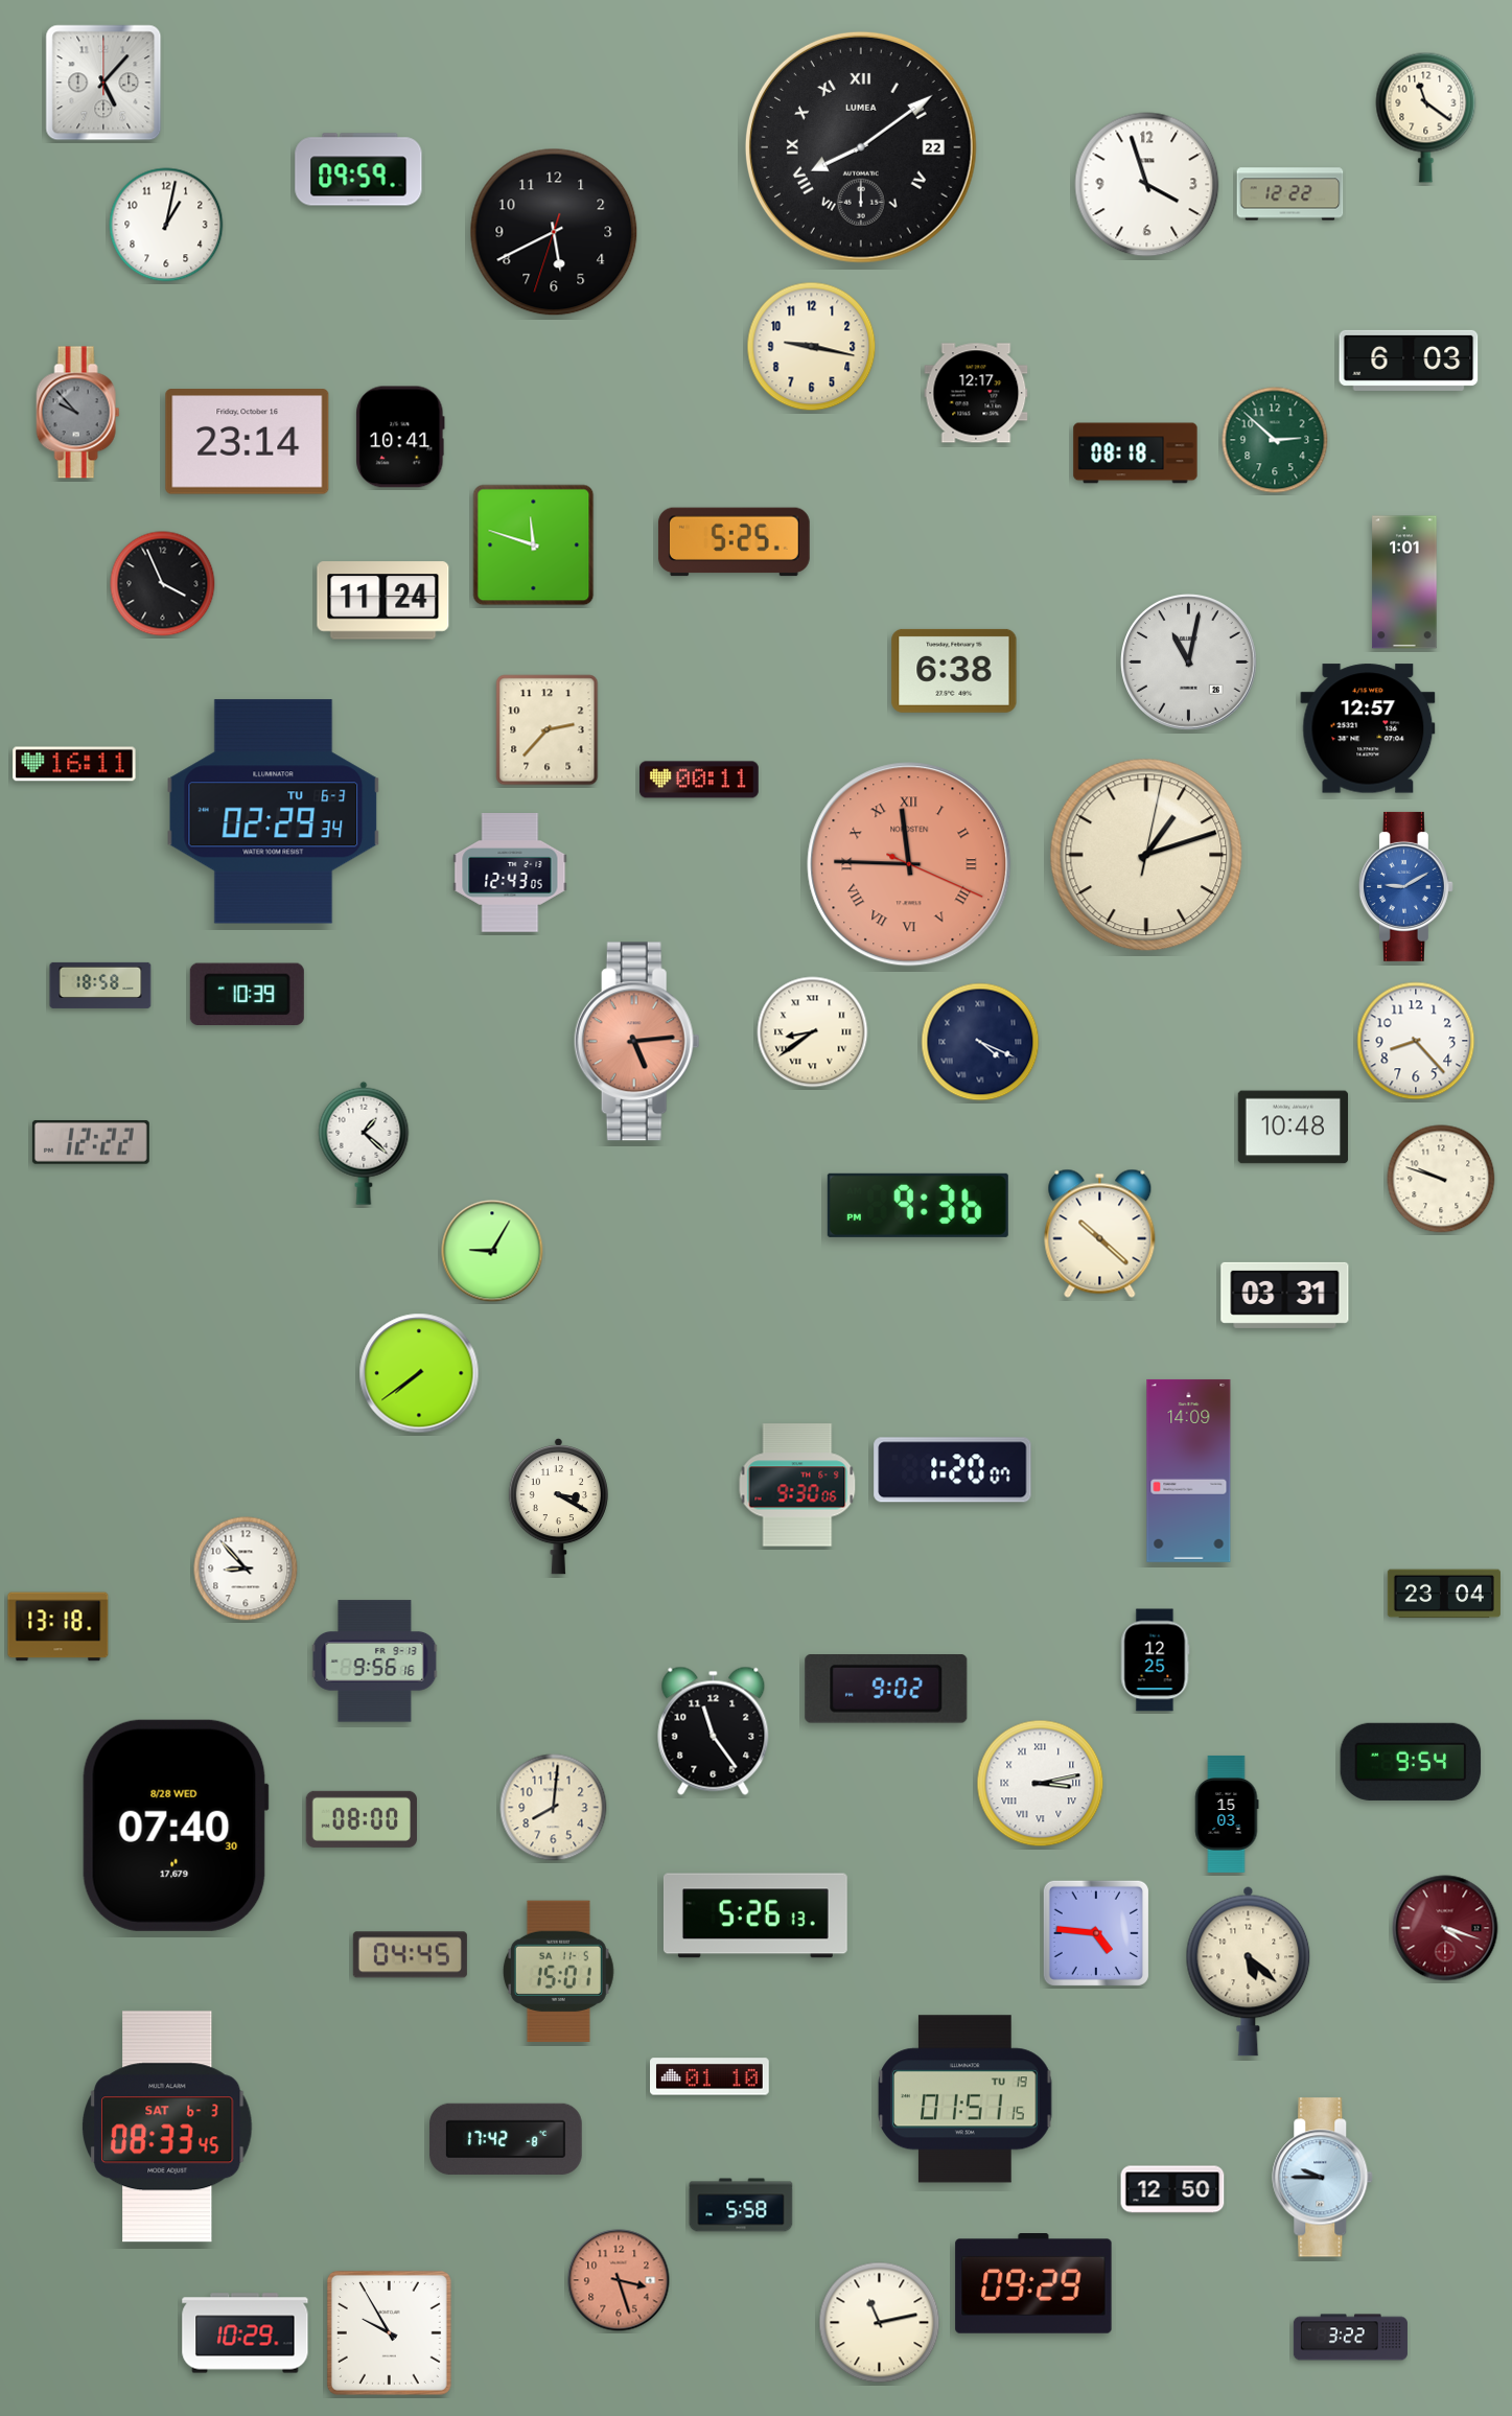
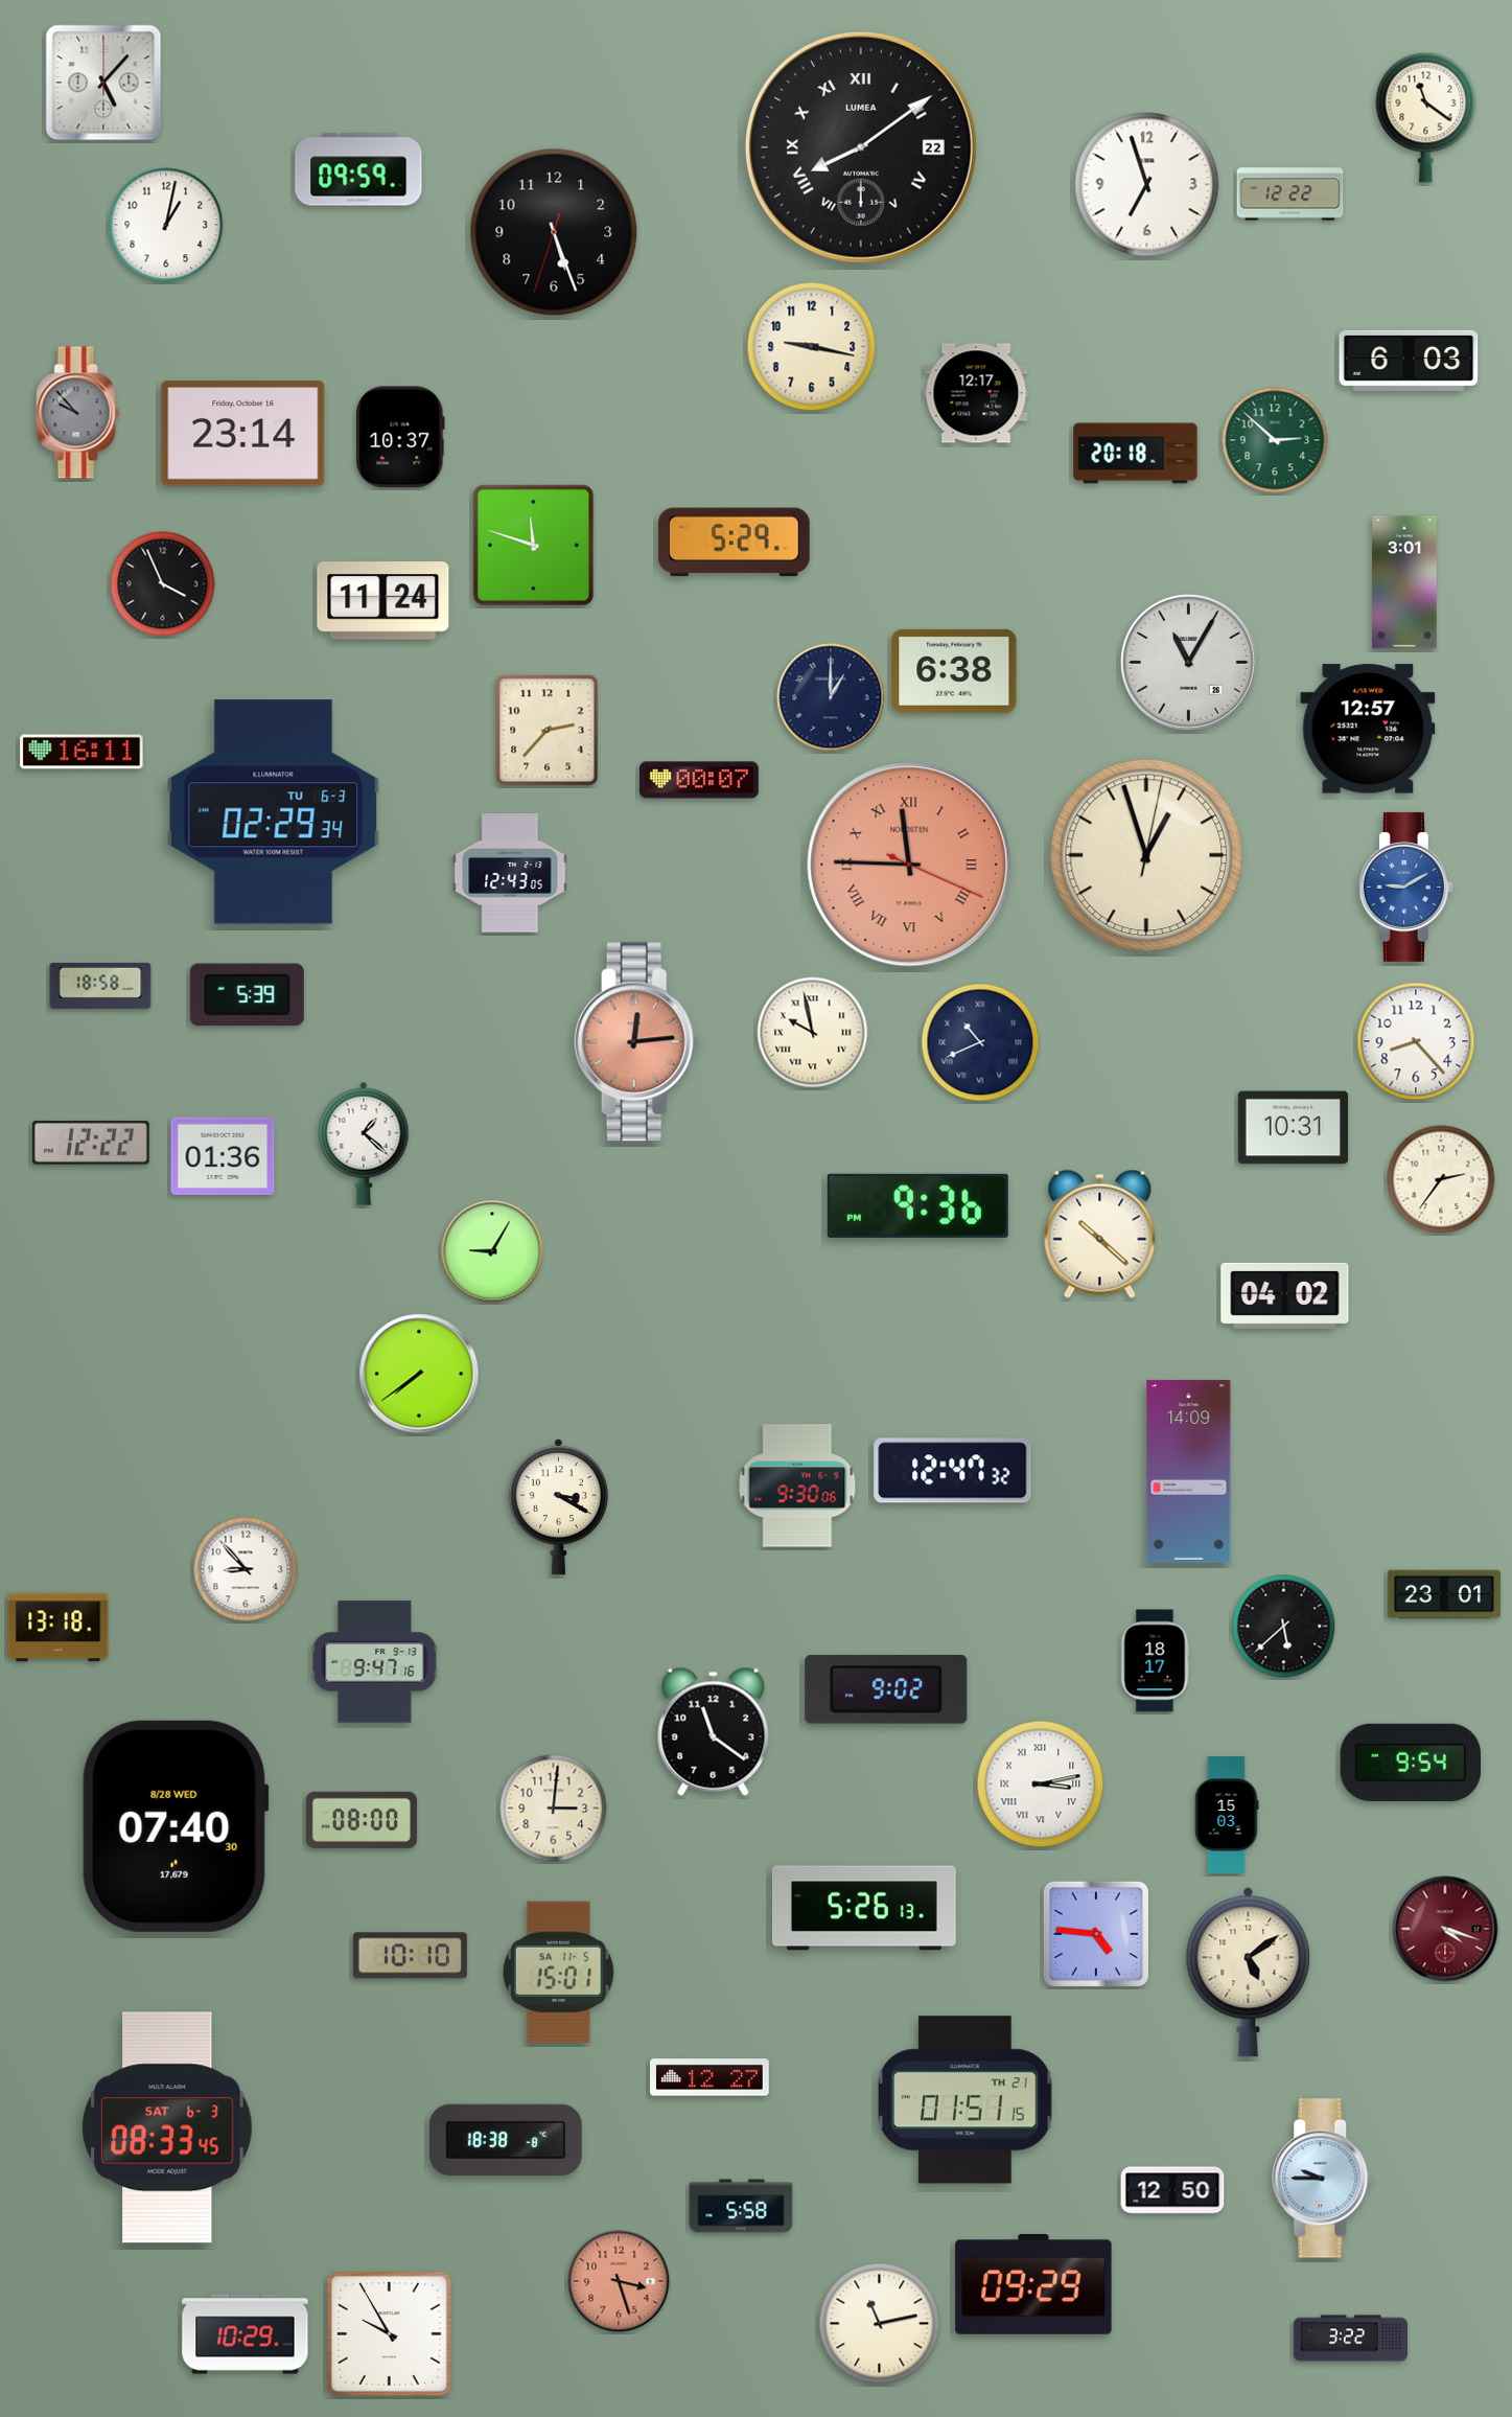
clock at (1147, 185): 3:57 -> 6:57
clock at (554, 232): 5:40 -> 5:26
clock at (400, 437): 10:41 -> 10:37
clock at (248, 442) position: (248, 442) -> (243, 434)
clock at (1136, 454): 08:18 -> 20:18
clock at (734, 542): 5:25 -> 5:29
clock at (1404, 582): 1:01 -> 3:01
clock at (1189, 663): 11:02 -> 11:05
clock at (831, 697): none -> 1:00
clock at (74, 764) position: (74, 764) -> (82, 752)
clock at (699, 780): 00:11 -> 00:07
clock at (1146, 855): 1:12 -> 12:57
clock at (247, 995): 10:39 -> 5:39
clock at (813, 1032): 8:39 -> 9:58
clock at (636, 1042): 5:14 -> 12:14
clock at (980, 1042): 4:19 -> 10:41
clock at (1294, 1128): 10:48 -> 10:31
clock at (223, 1156): none -> 01:36
clock at (1441, 1179): 9:48 -> 2:36
clock at (1285, 1295): 03:31 -> 04:02
clock at (953, 1470): 1:20 -> 12:47
clock at (1444, 1594): 23:04 -> 23:01
clock at (1284, 1627): none -> 5:38
clock at (1155, 1660): 12:25 -> 18:17
clock at (375, 1662): 9:56 -> 9:47
clock at (714, 1730): 11:24 -> 11:21
clock at (554, 1808): 8:01 -> 3:01
clock at (755, 1915) position: (755, 1915) -> (864, 1908)
clock at (410, 1955): 04:45 -> 10:10
clock at (1249, 1971): 5:22 -> 5:09
clock at (711, 2076): 01:10 -> 12:27
clock at (966, 2099) date: TU 19 -> TH 21
clock at (506, 2139): 17:42 -> 18:38
